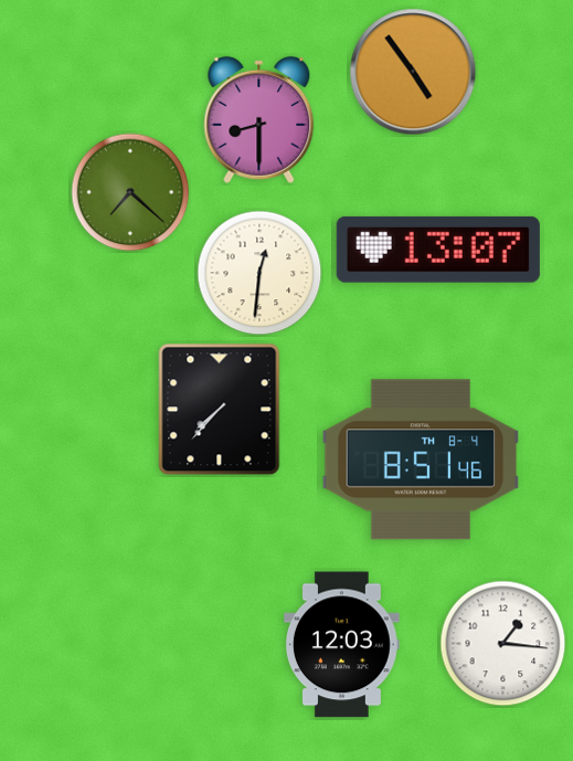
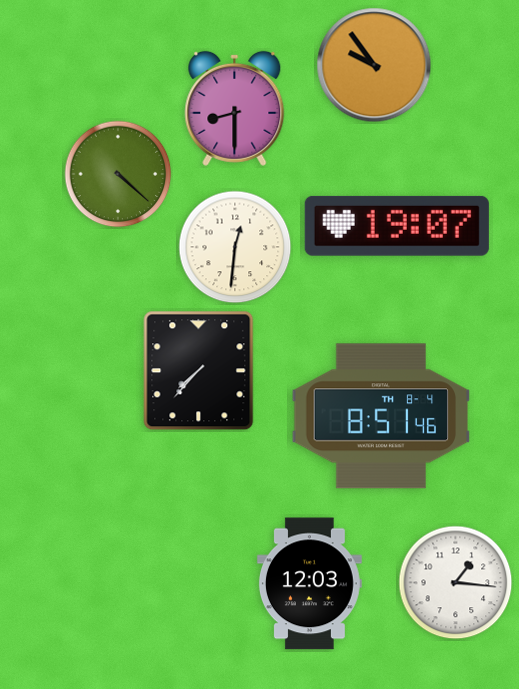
clock at (413, 72): 4:54 -> 9:54
clock at (130, 192): 7:22 -> 4:22
clock at (438, 250): 13:07 -> 19:07
